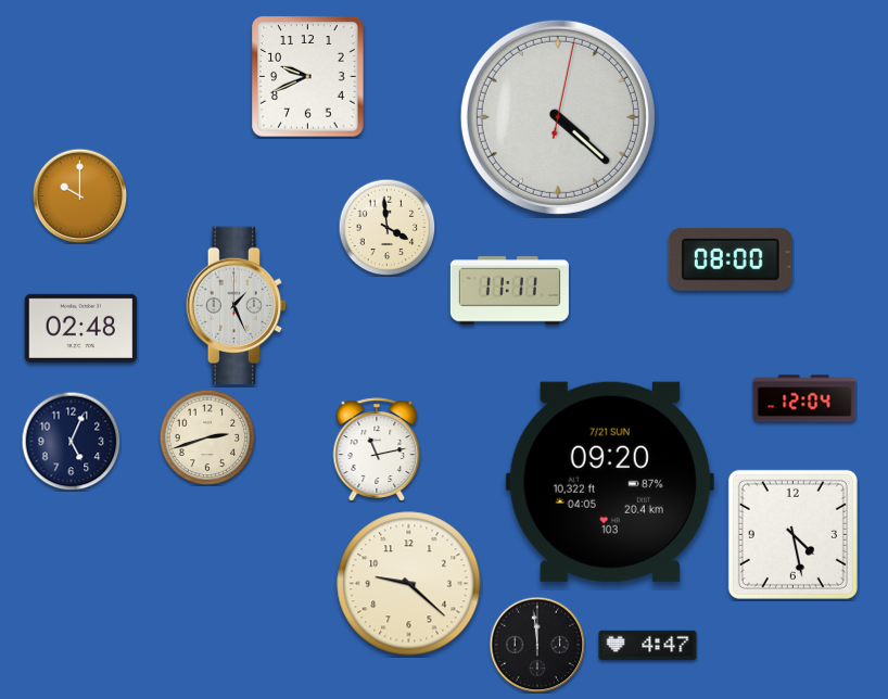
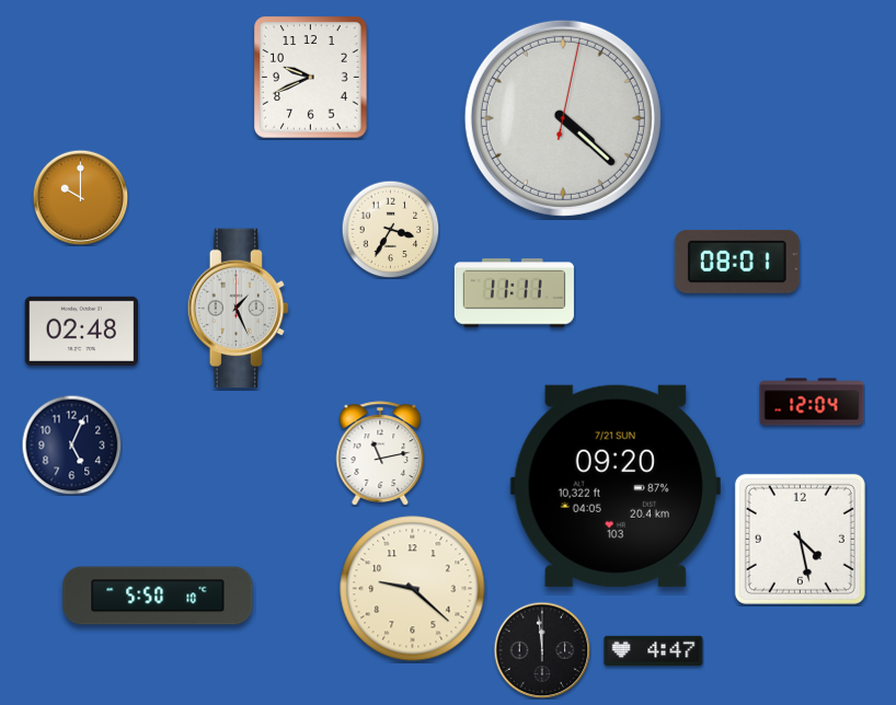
clock at (386, 227): 3:59 -> 3:35
clock at (731, 259): 08:00 -> 08:01
clock at (207, 437): 2:42 -> none
clock at (158, 596): none -> 5:50
